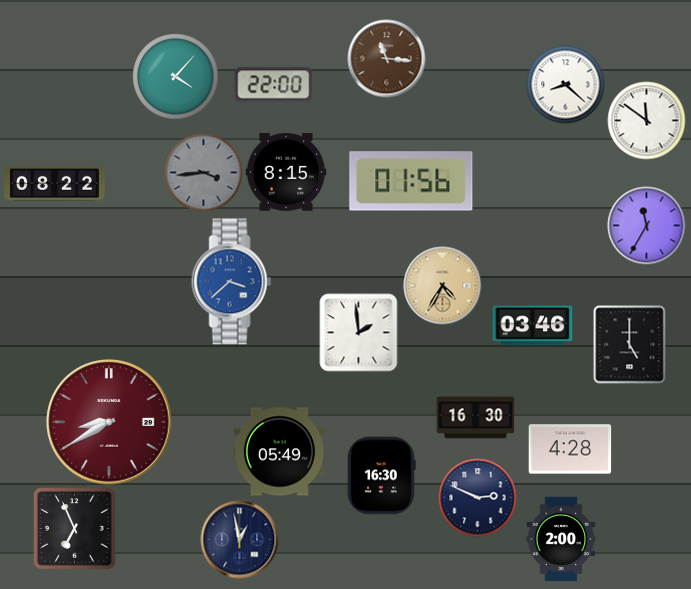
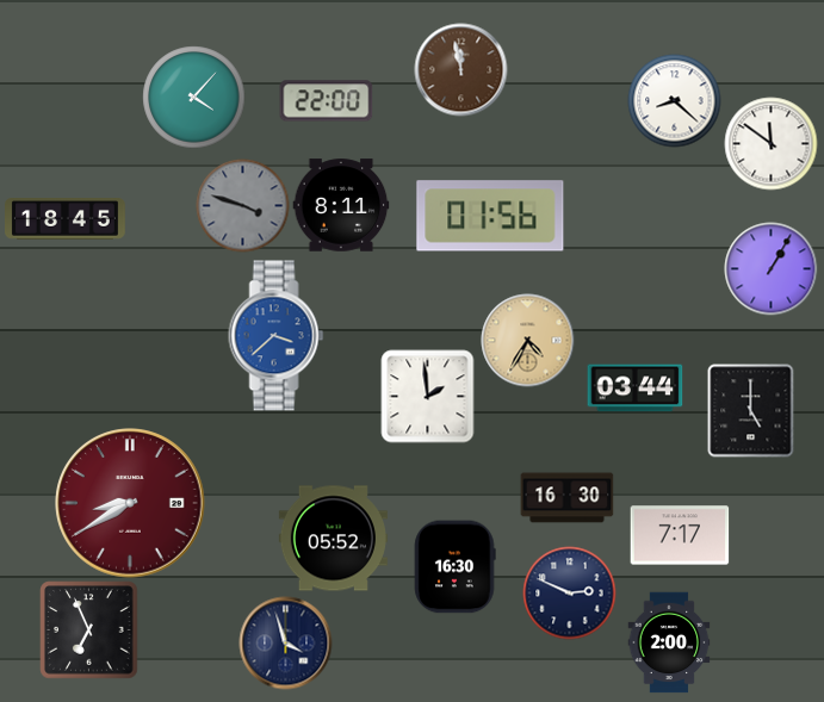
clock at (386, 58): 11:16 -> 11:58
clock at (175, 76) position: (175, 76) -> (193, 97)
clock at (203, 172): 3:44 -> 3:48
clock at (286, 172): 8:15 -> 8:11
clock at (55, 184): 08:22 -> 18:45
clock at (646, 225): 11:35 -> 1:05
clock at (532, 326): 03:46 -> 03:44
clock at (570, 449): 4:28 -> 7:17
clock at (279, 452): 05:49 -> 05:52
clock at (239, 539): 12:58 -> 3:57
